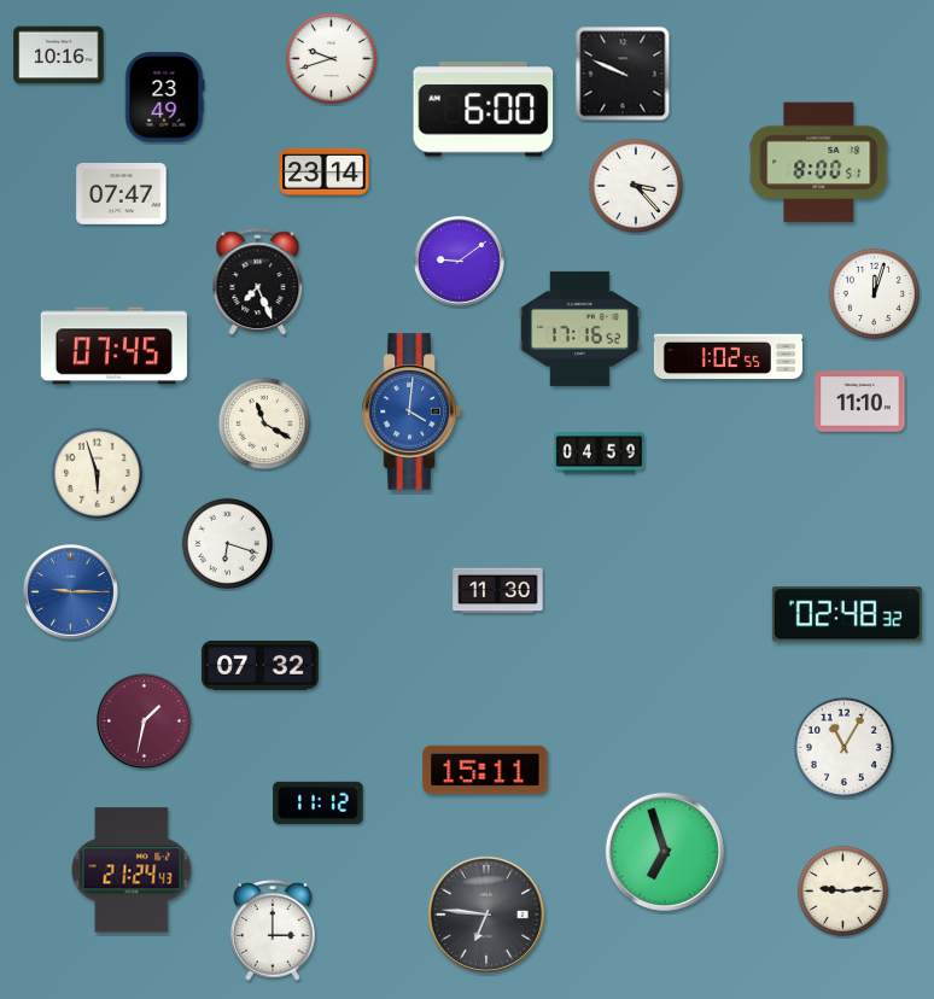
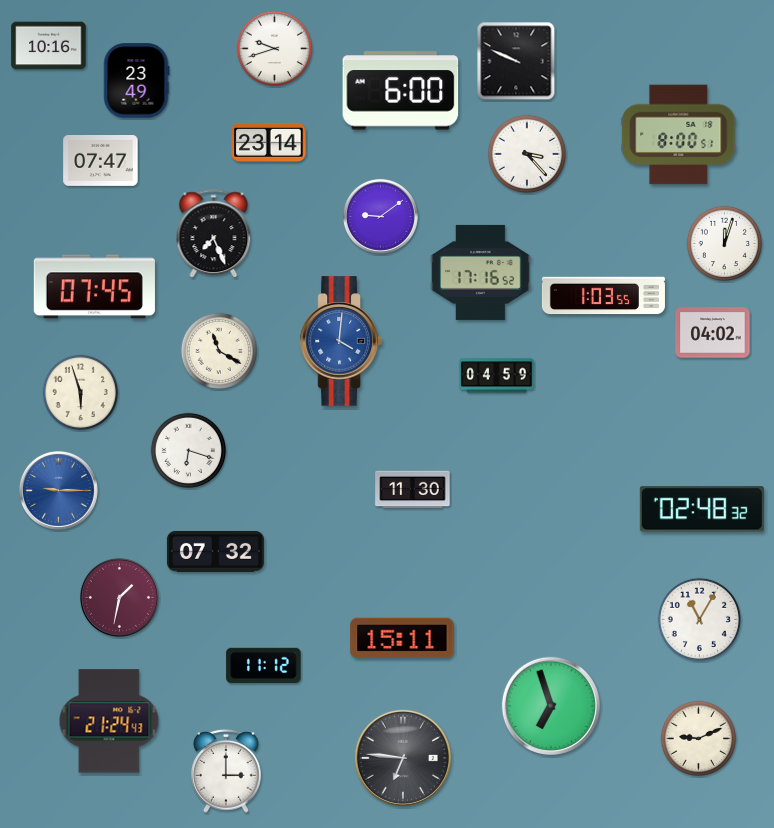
clock at (728, 357): 1:02 -> 1:03
clock at (860, 402): 11:10 -> 04:02
clock at (843, 892): 9:14 -> 9:11
